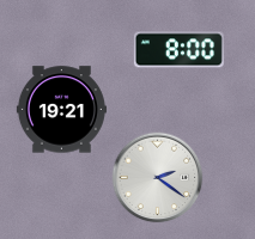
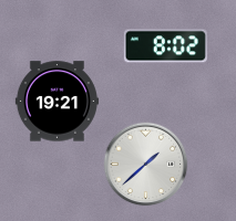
clock at (178, 50): 8:00 -> 8:02
clock at (158, 178): 2:21 -> 1:38
